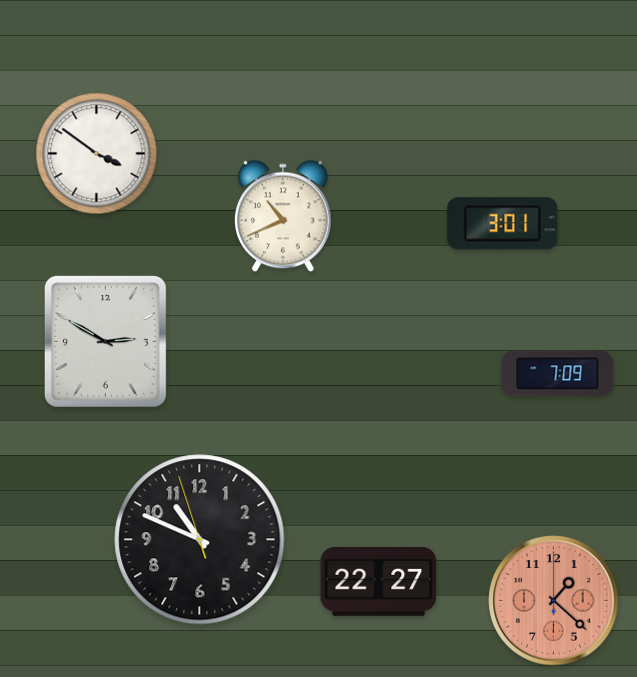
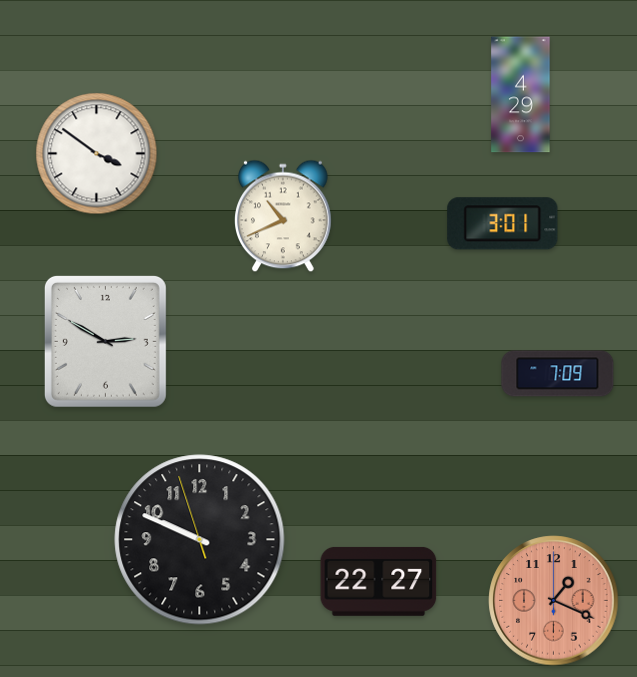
clock at (521, 95): none -> 4:29
clock at (200, 540): 10:48 -> 9:48
clock at (554, 601): 1:22 -> 1:19
